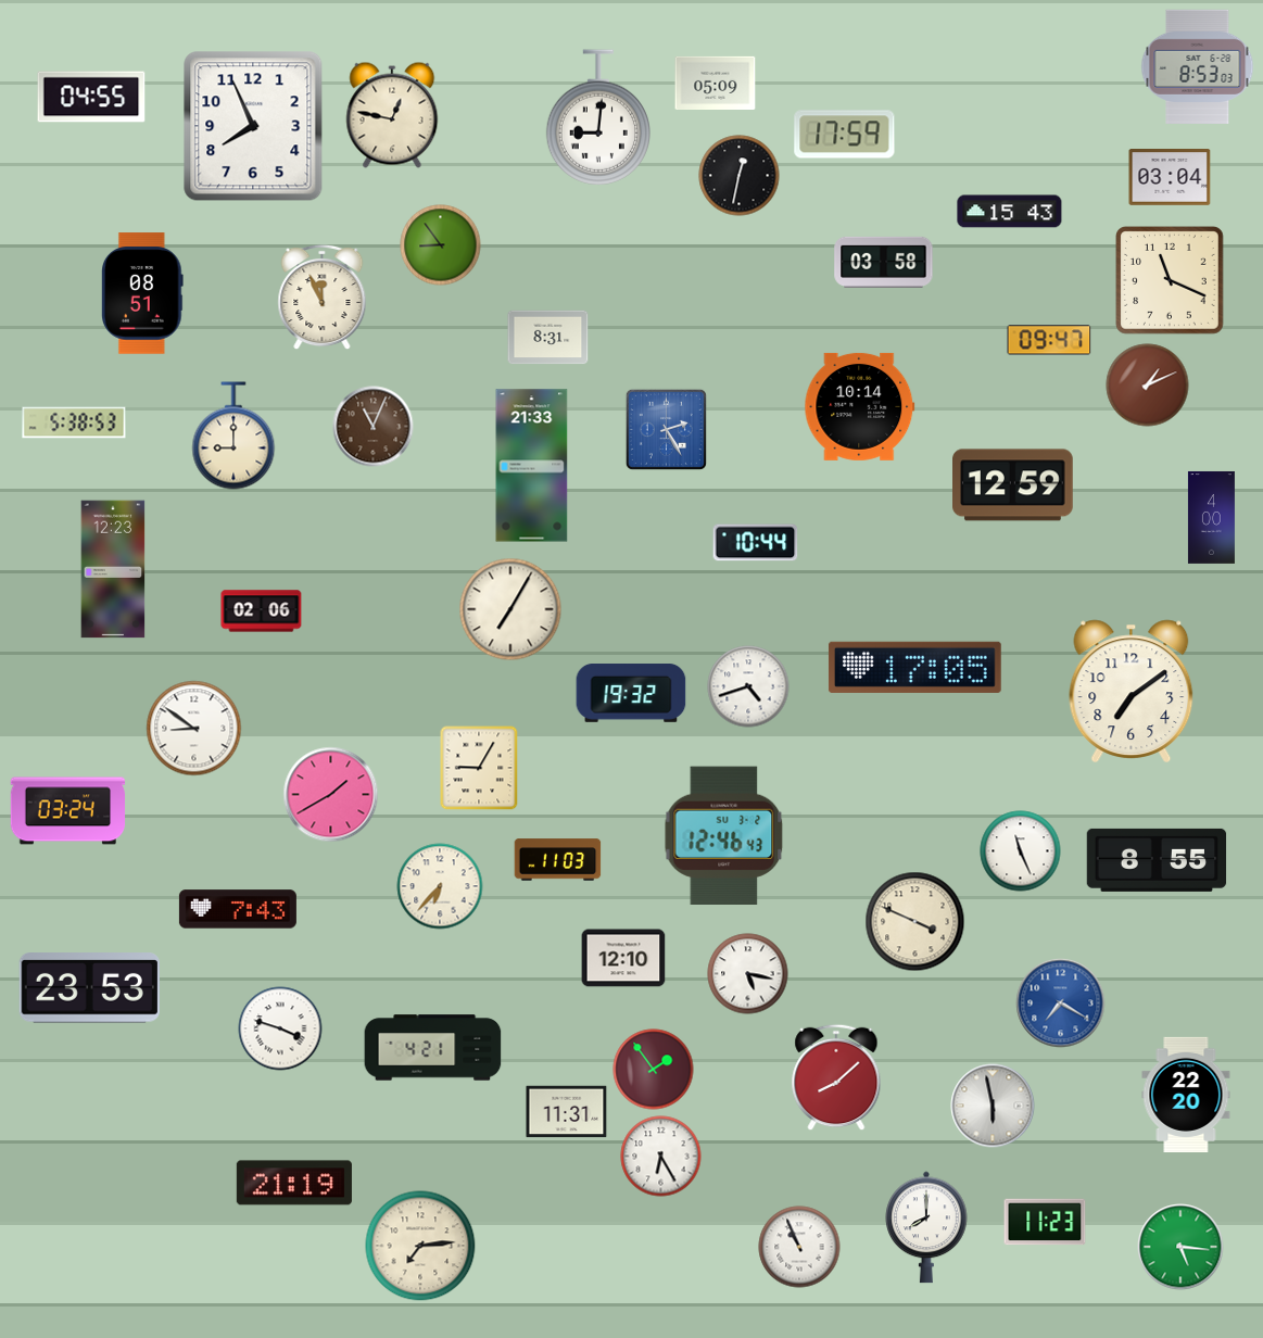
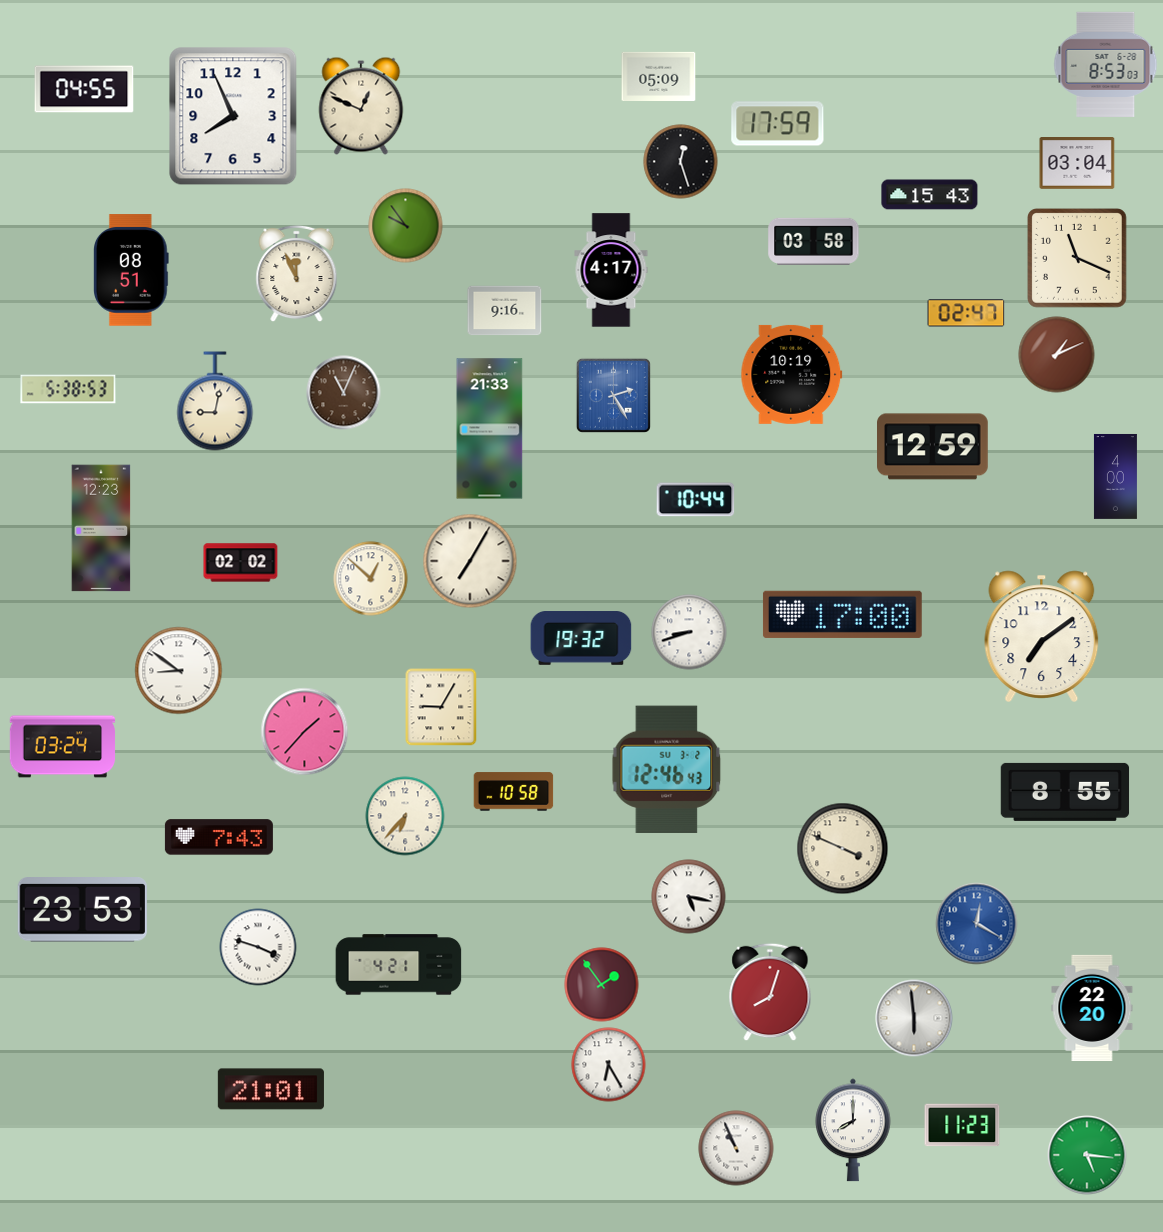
clock at (1198, 66) position: (1198, 66) -> (1106, 64)
clock at (392, 115): 12:47 -> 12:49
clock at (597, 117): 9:01 -> none
clock at (740, 176): 12:32 -> 12:27
clock at (441, 245): 8:54 -> 9:54
clock at (611, 270): none -> 4:17
clock at (548, 338): 8:31 -> 9:16
clock at (1049, 340): 09:47 -> 02:47
clock at (860, 406): 10:14 -> 10:19
clock at (233, 436): 9:00 -> 9:02
clock at (113, 569) position: (113, 569) -> (101, 528)
clock at (262, 611): 02:06 -> 02:02
clock at (371, 579): none -> 12:52
clock at (914, 667): 17:05 -> 17:00
clock at (748, 686): 4:42 -> 8:42
clock at (331, 795): 1:40 -> 1:37
clock at (1021, 851): 11:26 -> none
clock at (558, 860): 11:03 -> 10:58
clock at (623, 958): 12:10 -> none
clock at (1061, 1004): 7:20 -> 12:20
clock at (836, 1077): 8:08 -> 8:03
clock at (993, 1106): 5:58 -> 5:59
clock at (567, 1112): 11:31 -> none
clock at (294, 1183): 21:19 -> 21:01
clock at (420, 1246): 7:14 -> none
clock at (1180, 1247) position: (1180, 1247) -> (1087, 1155)
